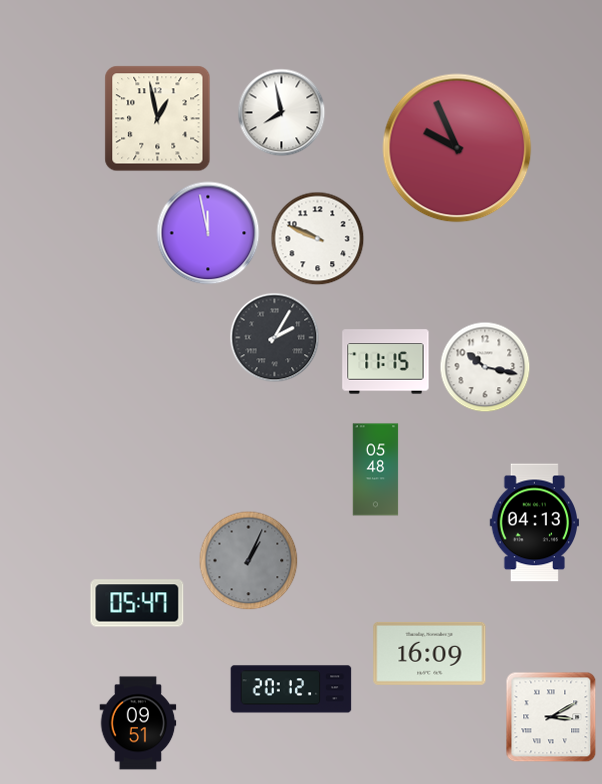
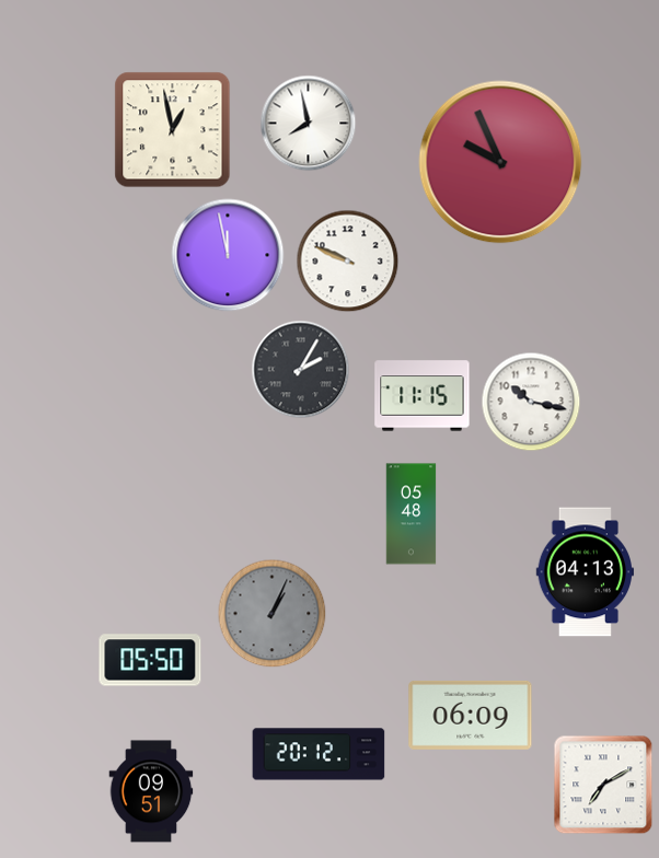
clock at (137, 603): 05:47 -> 05:50
clock at (430, 653): 16:09 -> 06:09
clock at (551, 717): 3:10 -> 7:10
